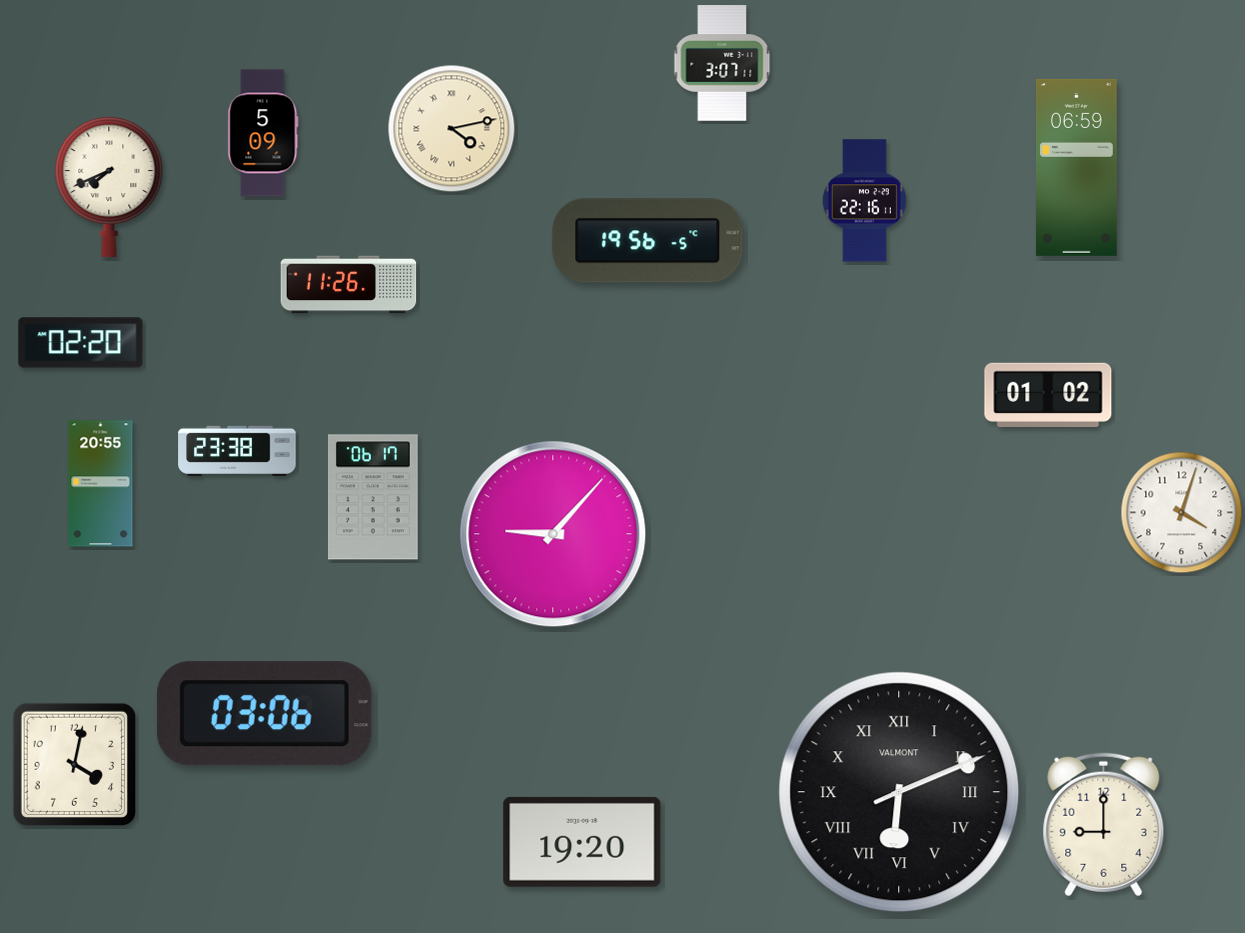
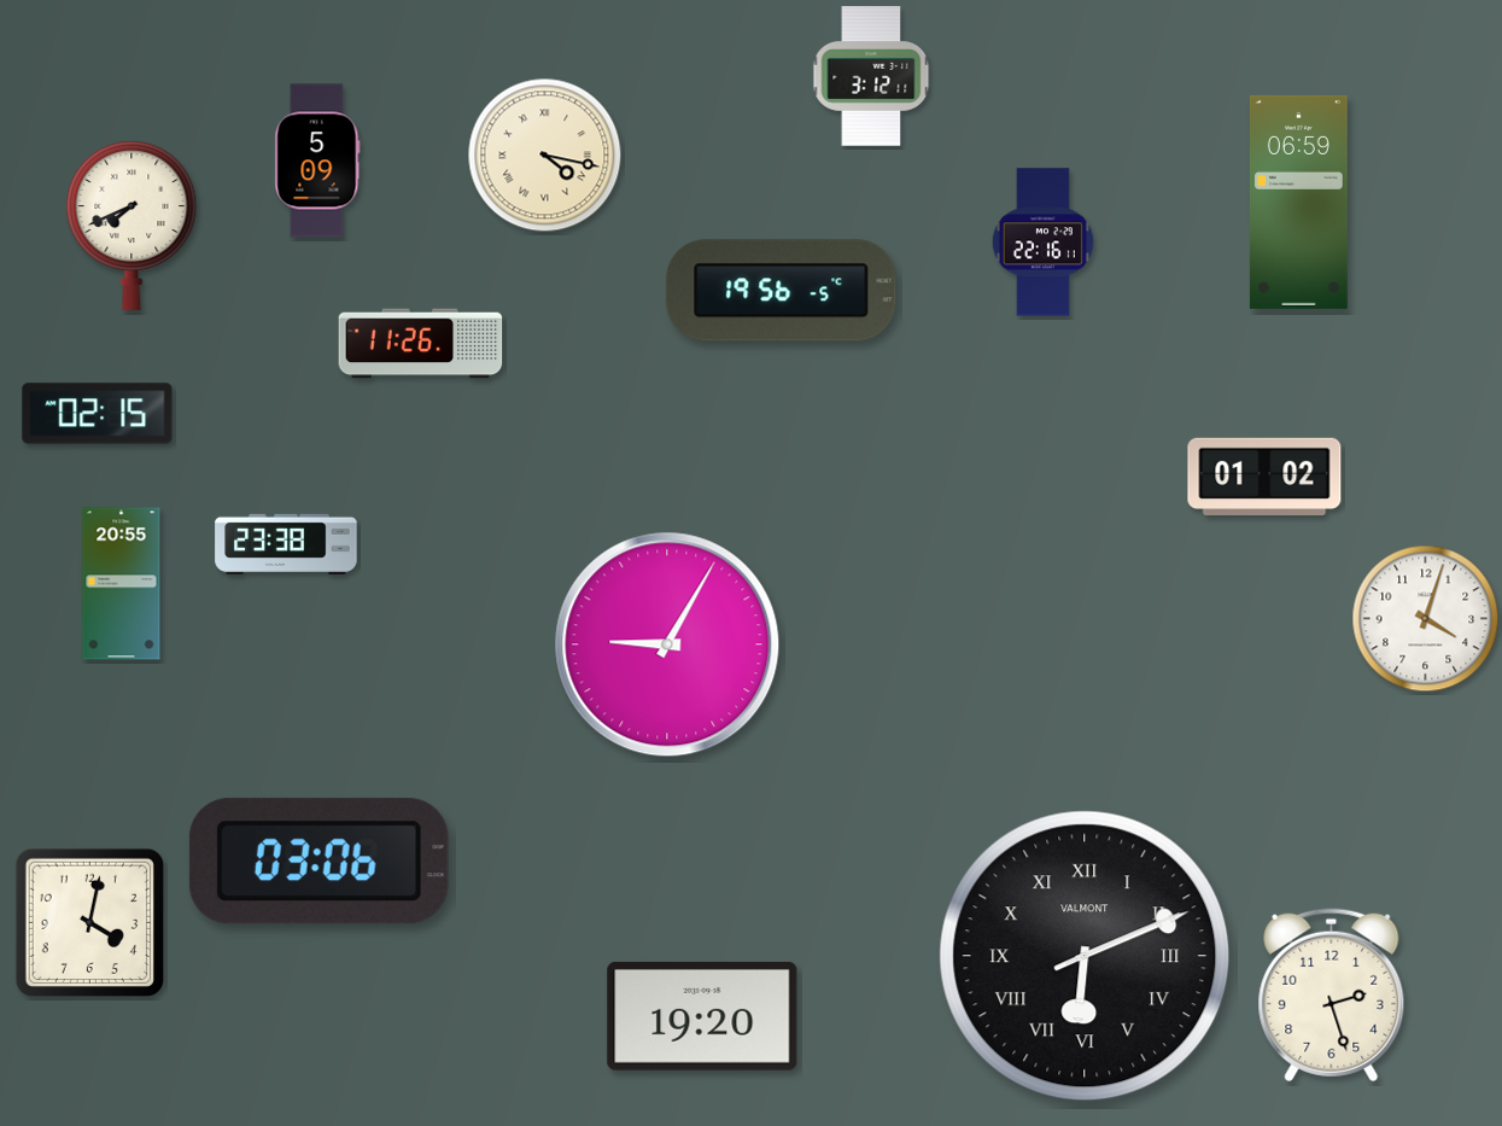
clock at (722, 63): 3:07 -> 3:12
clock at (452, 129): 4:13 -> 4:17
clock at (81, 343): 02:20 -> 02:15
clock at (373, 497): 06:17 -> none
clock at (553, 534): 9:07 -> 9:05
clock at (1104, 825): 9:00 -> 2:27
